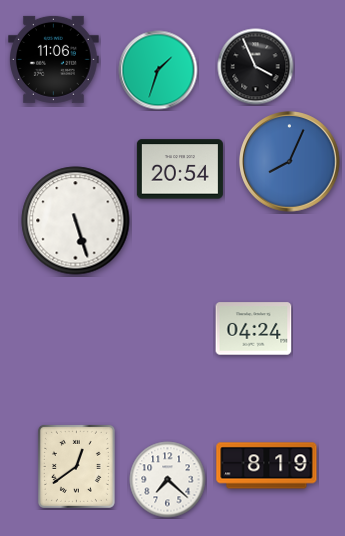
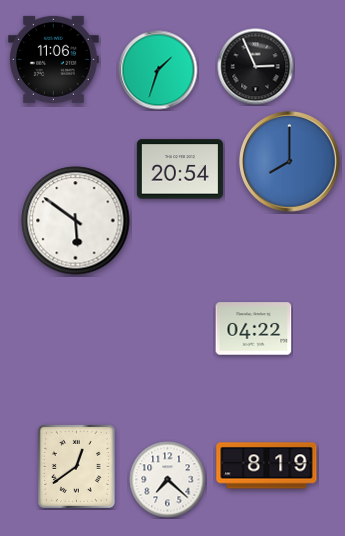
clock at (256, 67): 3:56 -> 2:56
clock at (290, 162): 8:04 -> 8:00
clock at (76, 221): 5:27 -> 5:51
clock at (254, 329): 04:24 -> 04:22
